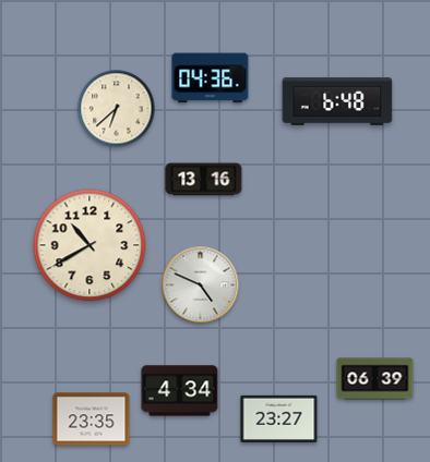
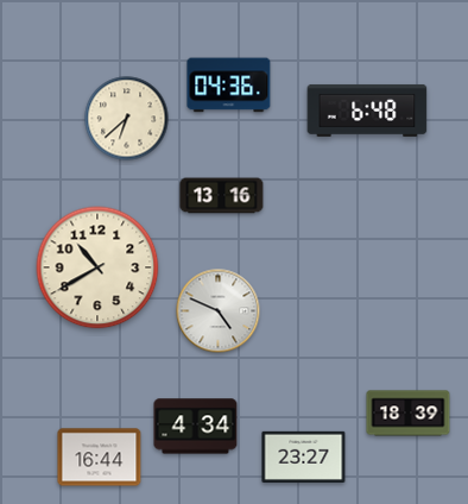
clock at (375, 379): 06:39 -> 18:39
clock at (92, 420): 23:35 -> 16:44
